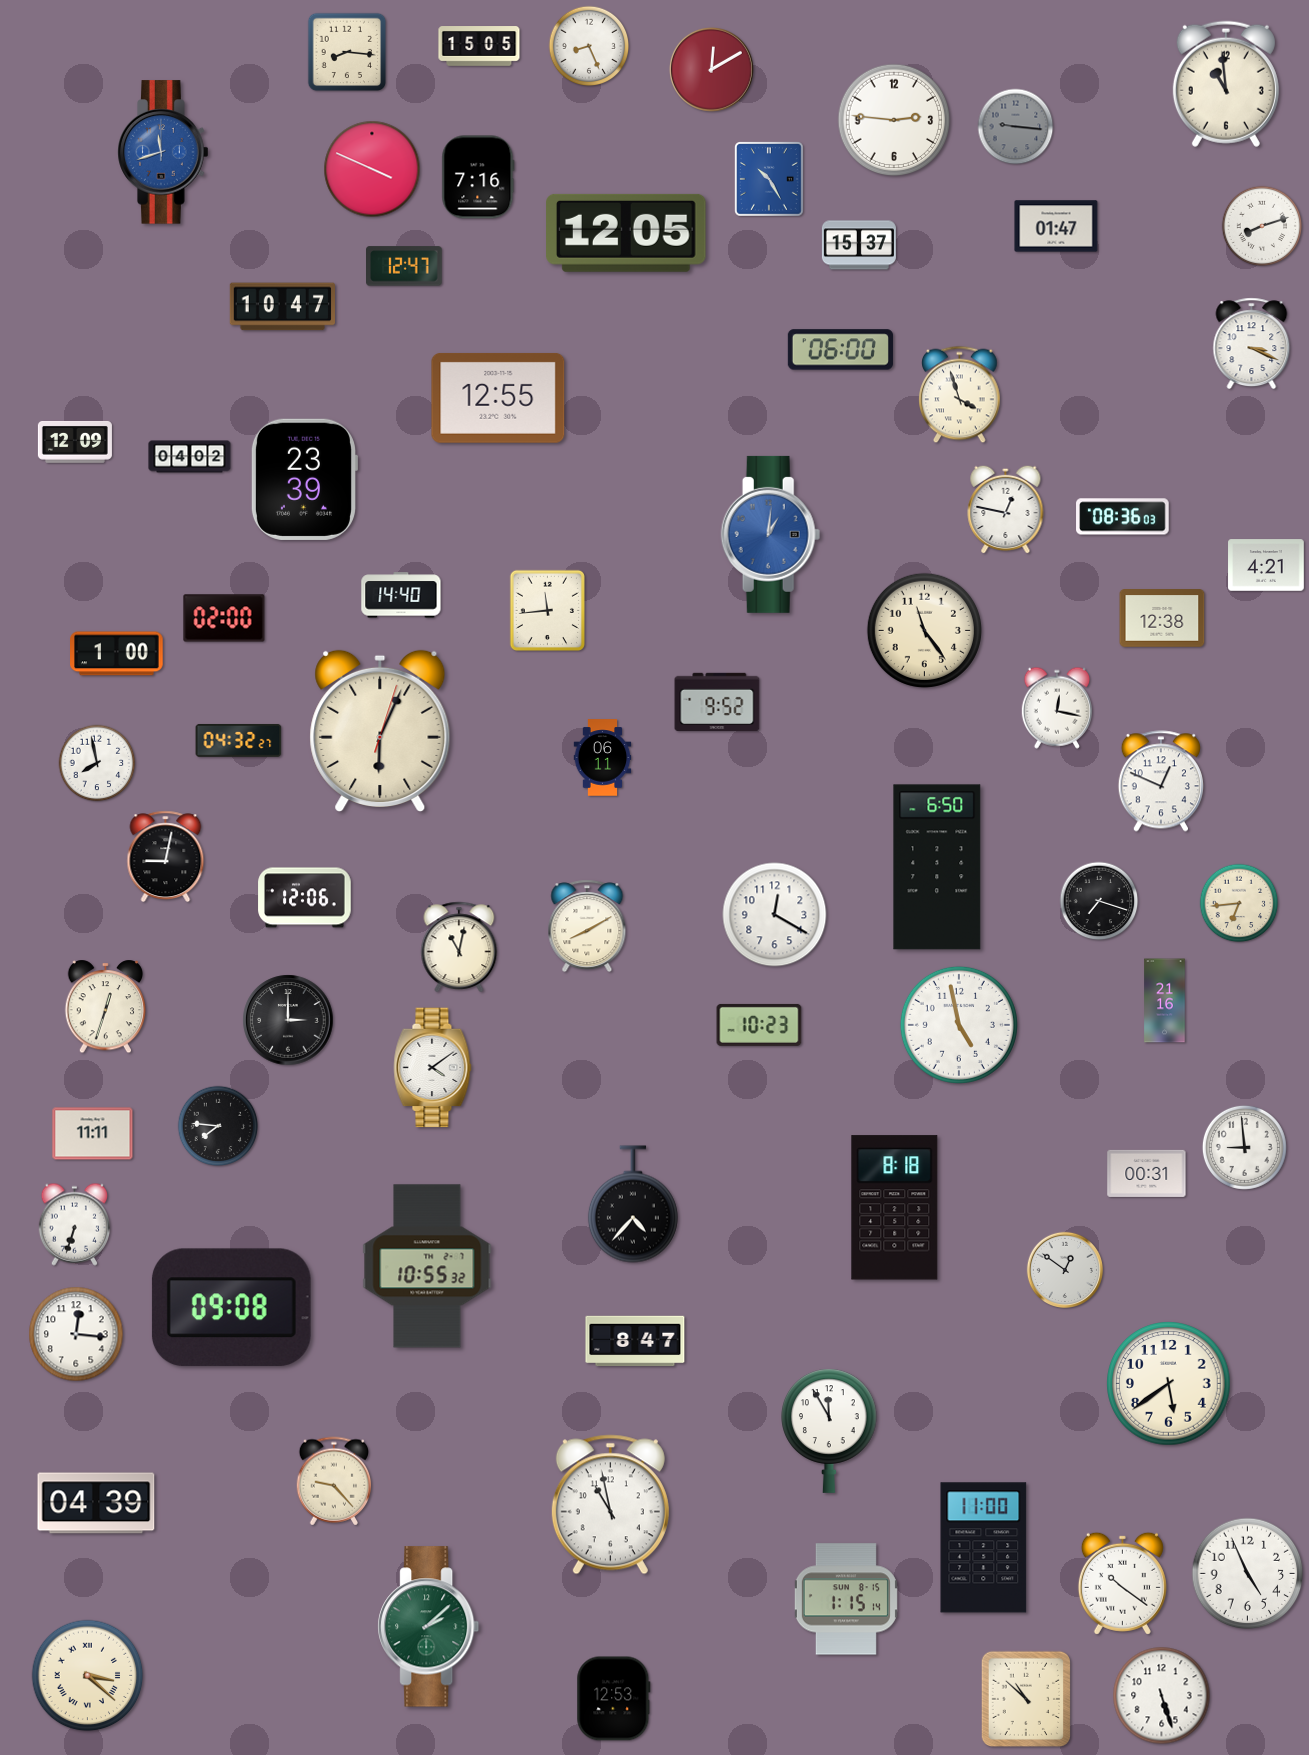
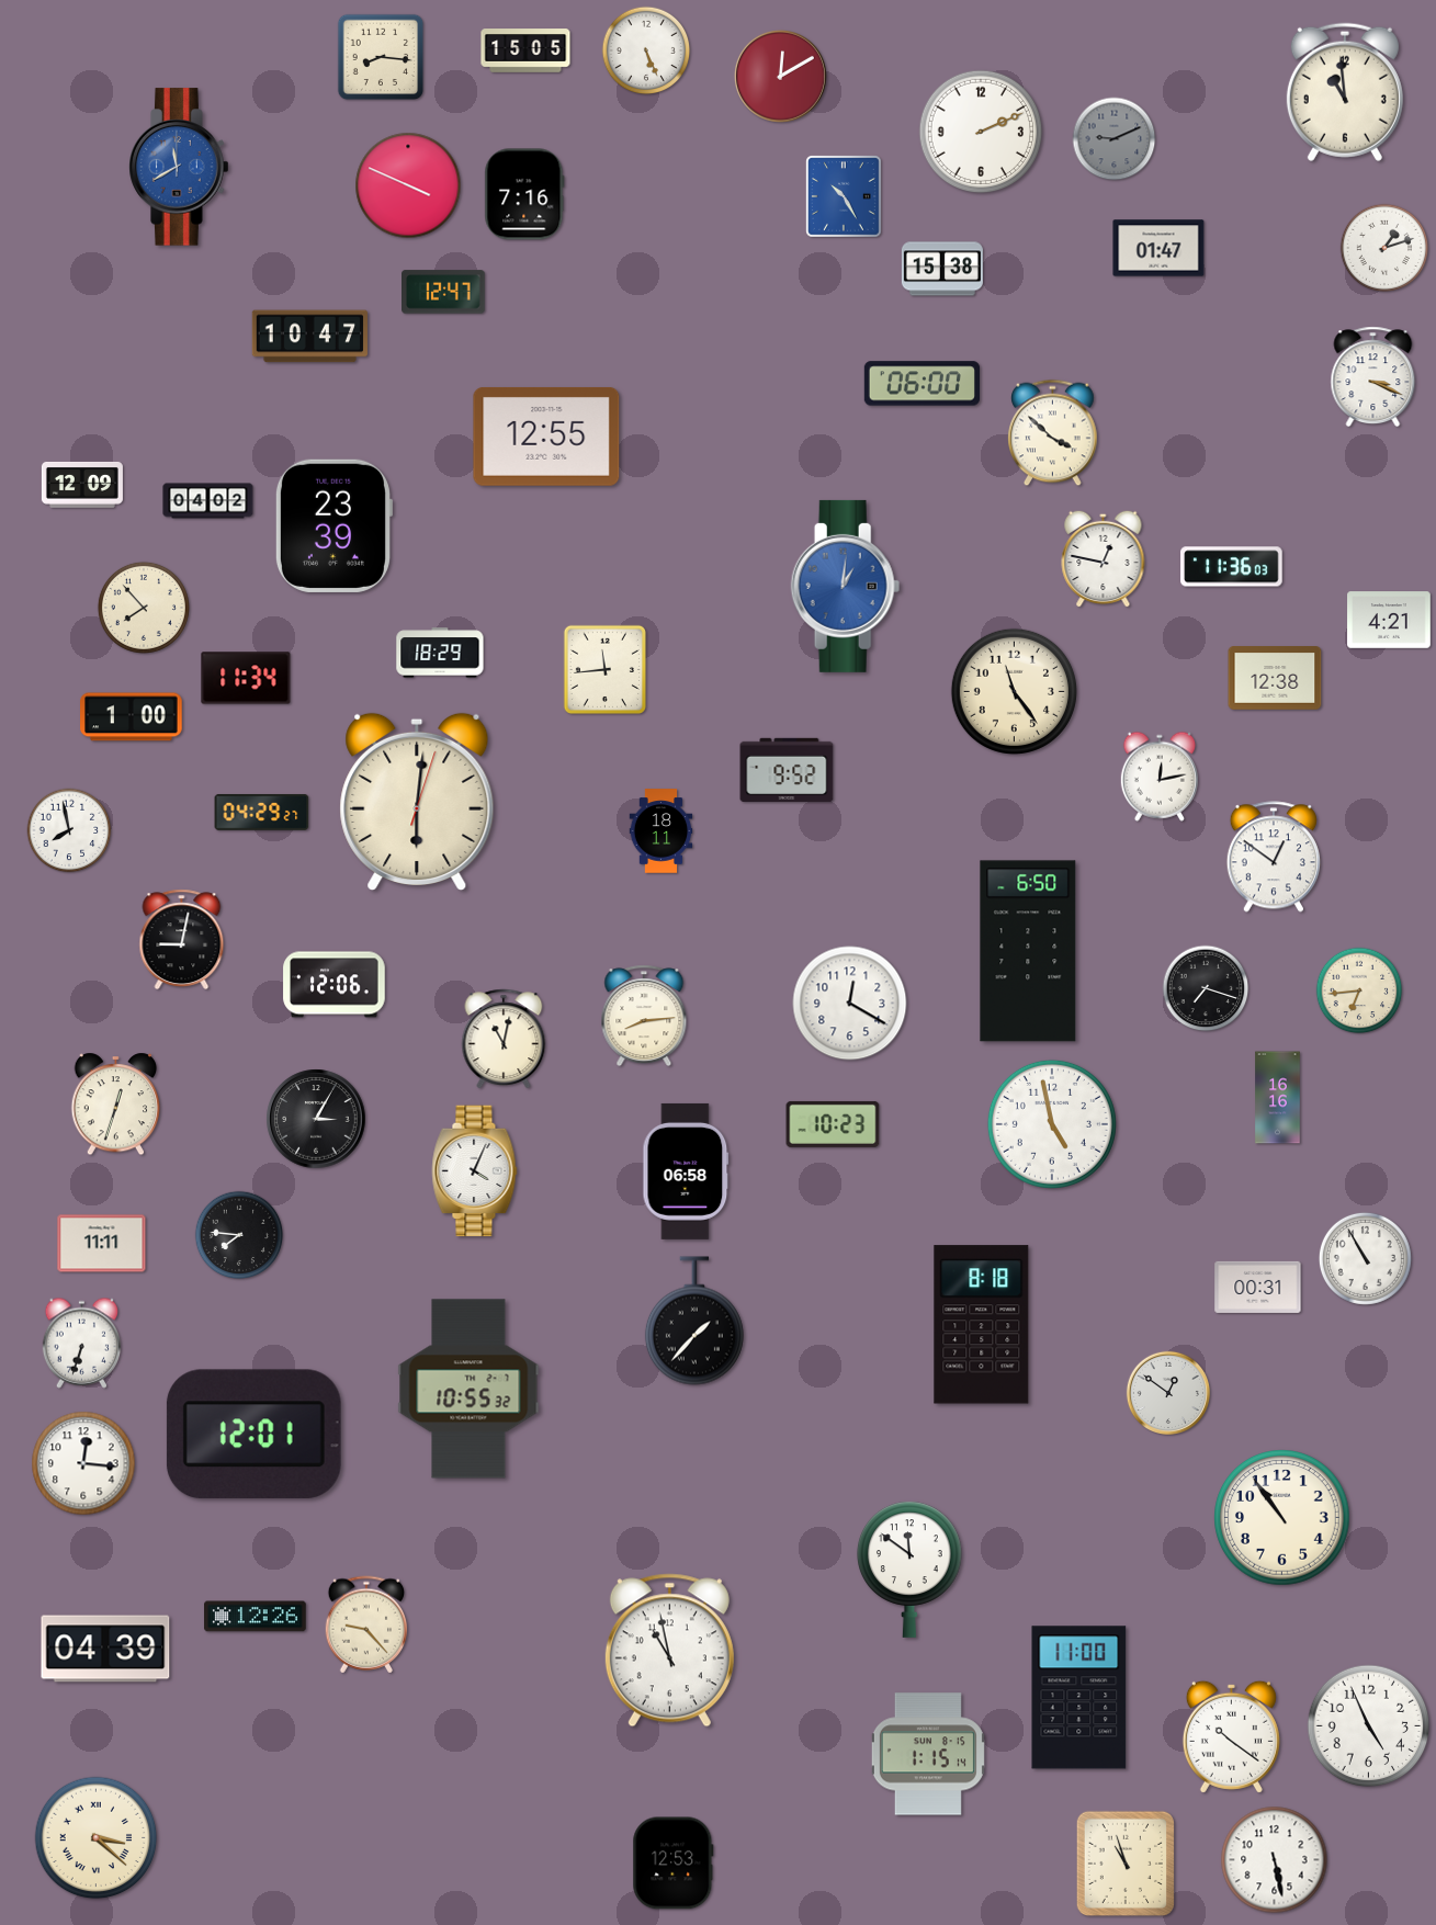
clock at (589, 46): 8:26 -> 5:26
clock at (894, 120): 2:46 -> 2:11
clock at (1016, 127): 9:16 -> 9:11
clock at (163, 152): 11:42 -> 11:40
clock at (1262, 226): 8:12 -> 1:12
clock at (626, 233): 12:05 -> none
clock at (859, 245): 15:37 -> 15:38
clock at (960, 395): 3:57 -> 3:52
clock at (1123, 517): 08:36 -> 11:36
clock at (144, 608): none -> 7:53
clock at (401, 595): 14:40 -> 18:29
clock at (547, 610) position: (547, 610) -> (604, 669)
clock at (224, 618): 02:00 -> 11:34
clock at (117, 654) position: (117, 654) -> (132, 717)
clock at (1057, 708): 12:17 -> 12:13
clock at (380, 730): 6:04 -> 6:01
clock at (239, 740): 04:32 -> 04:29
clock at (603, 758): 06:11 -> 18:11
clock at (97, 763) position: (97, 763) -> (69, 830)
clock at (1161, 781): 12:49 -> 12:51
clock at (587, 926): 8:10 -> 8:14
clock at (1165, 1001): 21:16 -> 16:16
clock at (288, 1020): 3:00 -> 3:05
clock at (433, 1068): 4:09 -> 4:04
clock at (686, 1171): none -> 06:58
clock at (1244, 1147): 8:59 -> 10:55
clock at (633, 1204): 4:37 -> 1:37
clock at (231, 1308): 09:08 -> 12:01
clock at (635, 1341): 8:47 -> none
clock at (1169, 1384): 5:39 -> 10:54
clock at (829, 1431): 11:55 -> 11:51
clock at (256, 1617): none -> 12:26
clock at (429, 1627): 2:08 -> none
clock at (1162, 1696): 5:27 -> 5:28
clock at (1025, 1698): 10:52 -> 10:57
